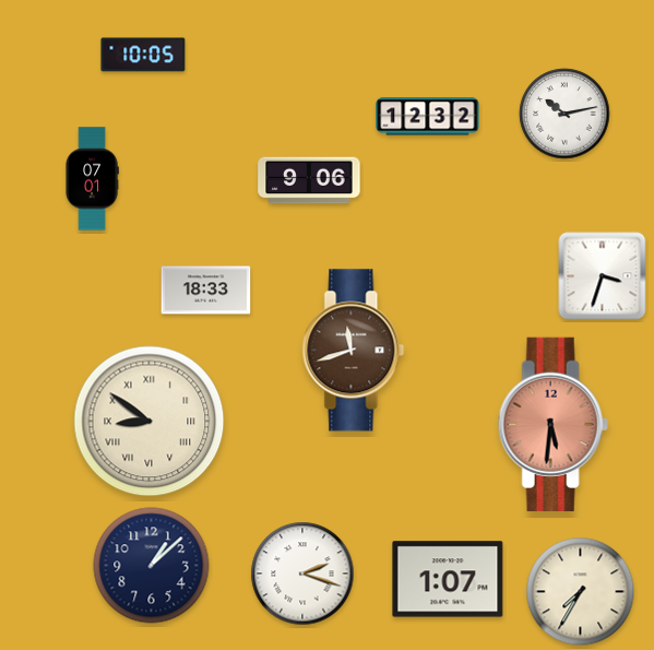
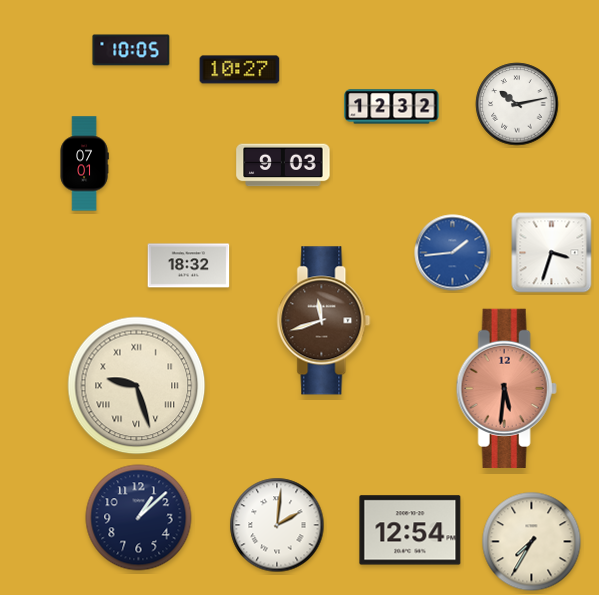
clock at (240, 70): none -> 10:27
clock at (309, 180): 9:06 -> 9:03
clock at (453, 253): none -> 1:44
clock at (206, 291): 18:33 -> 18:32
clock at (150, 422): 8:51 -> 9:27
clock at (302, 574): 2:18 -> 2:01
clock at (448, 579): 1:07 -> 12:54
